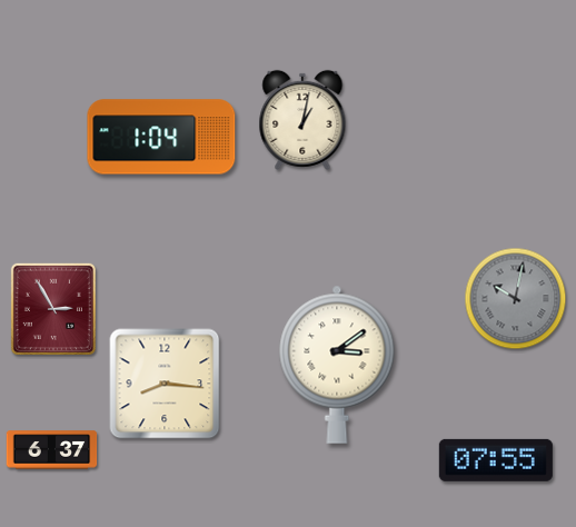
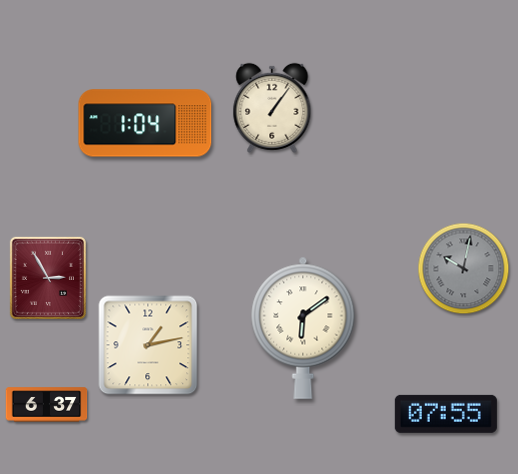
clock at (302, 120): 1:02 -> 1:06
clock at (337, 365): 3:09 -> 6:09
clock at (165, 384): 8:16 -> 1:13
